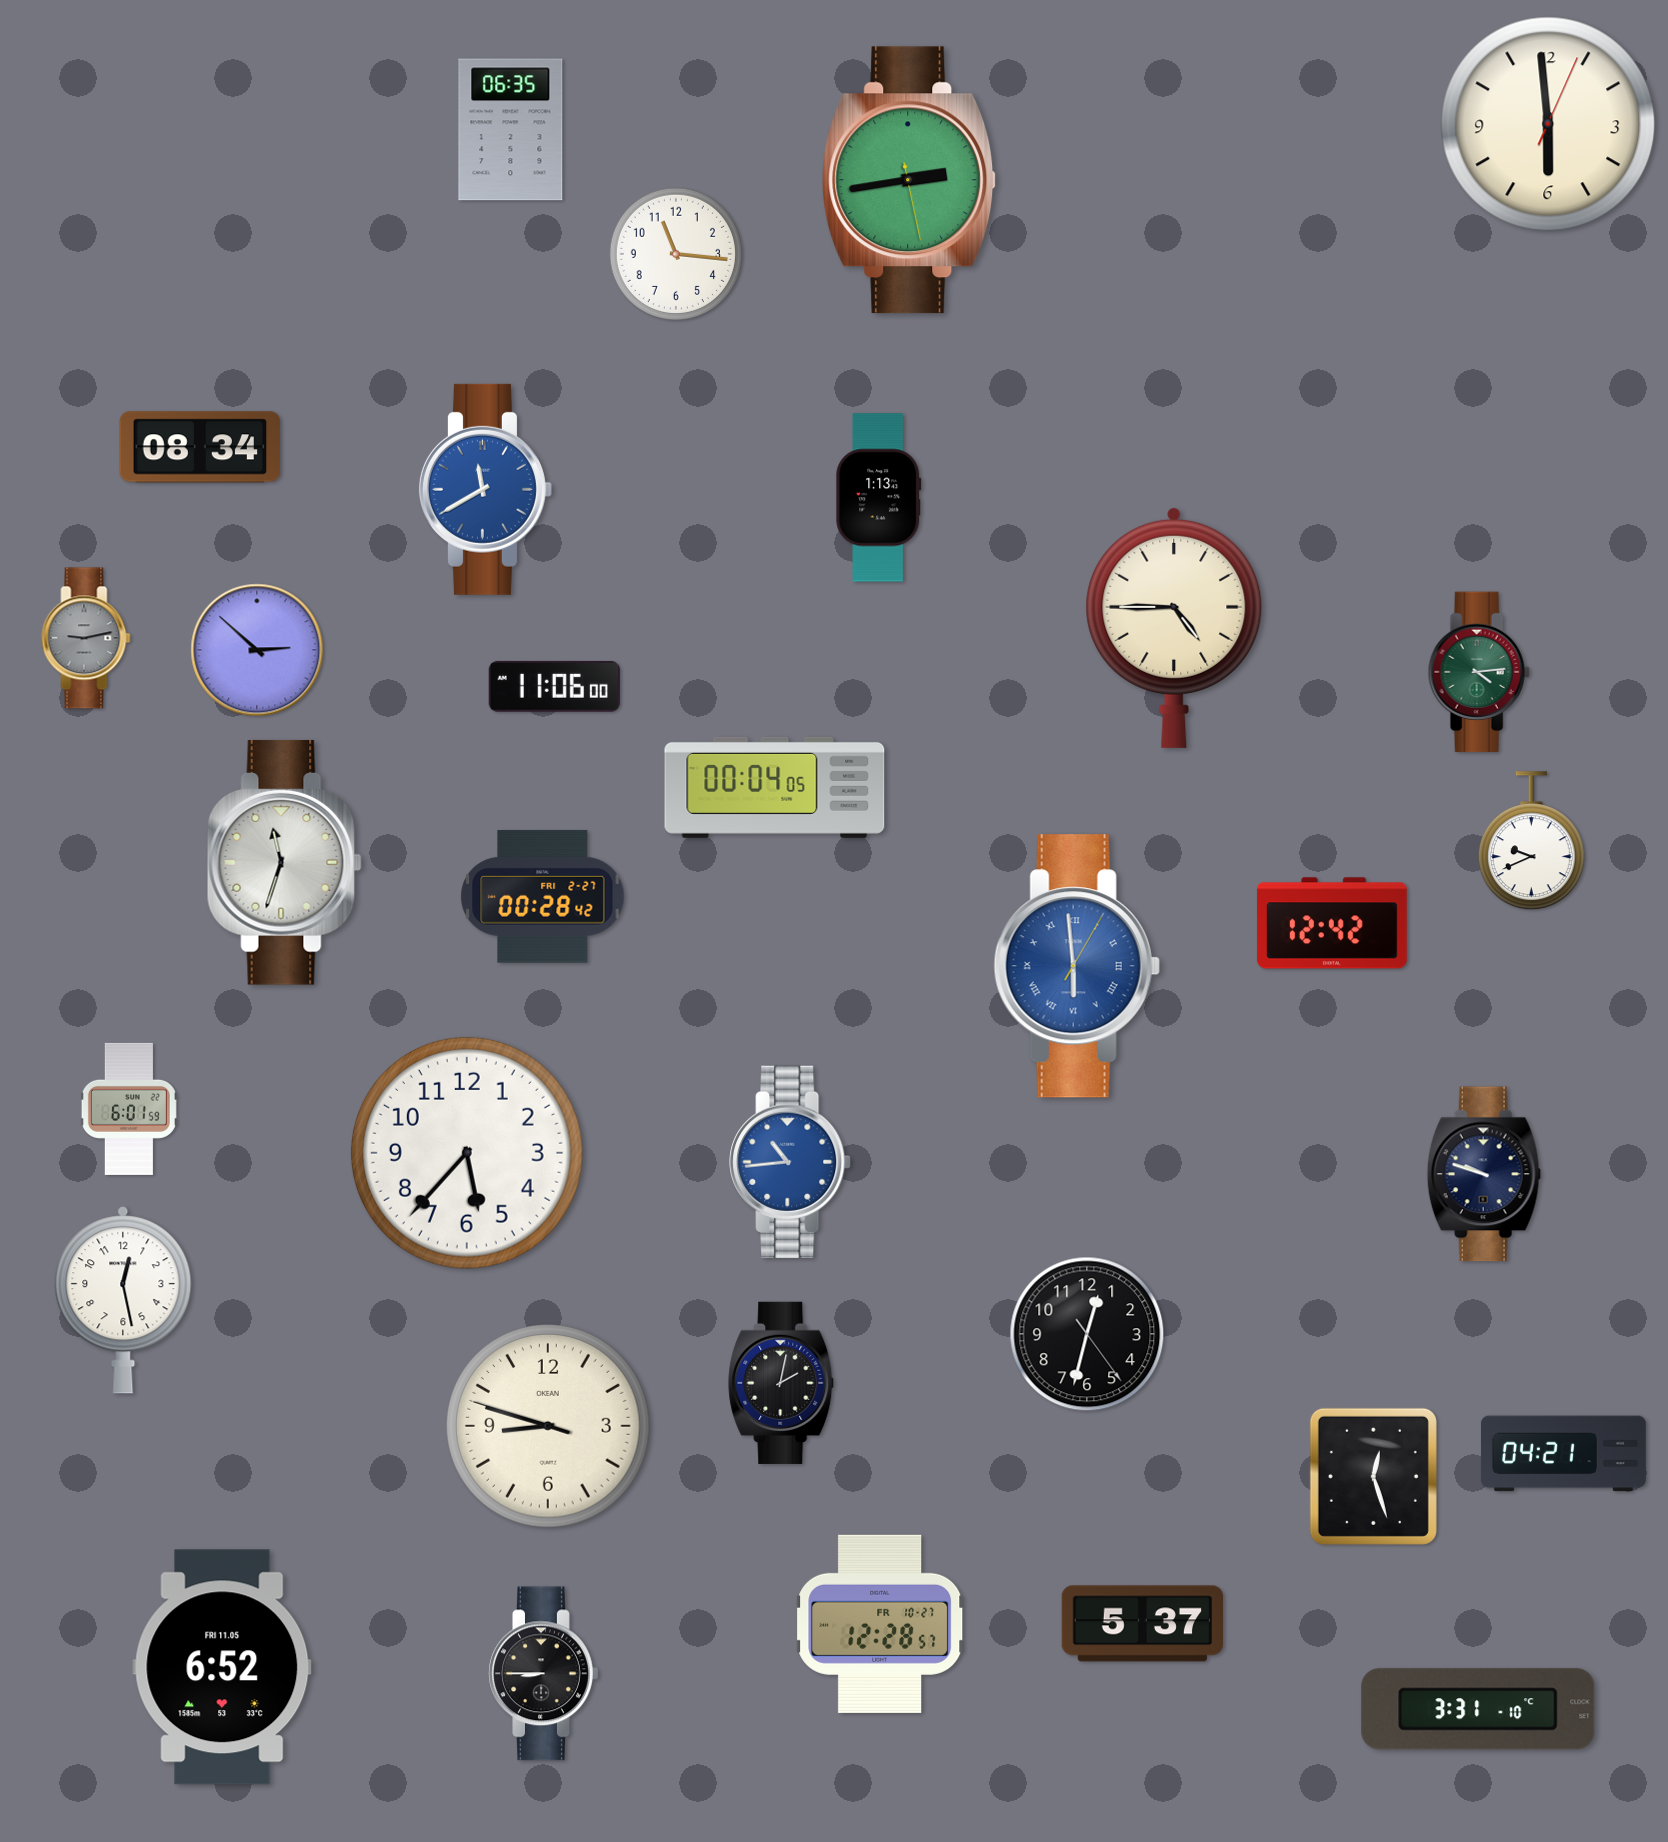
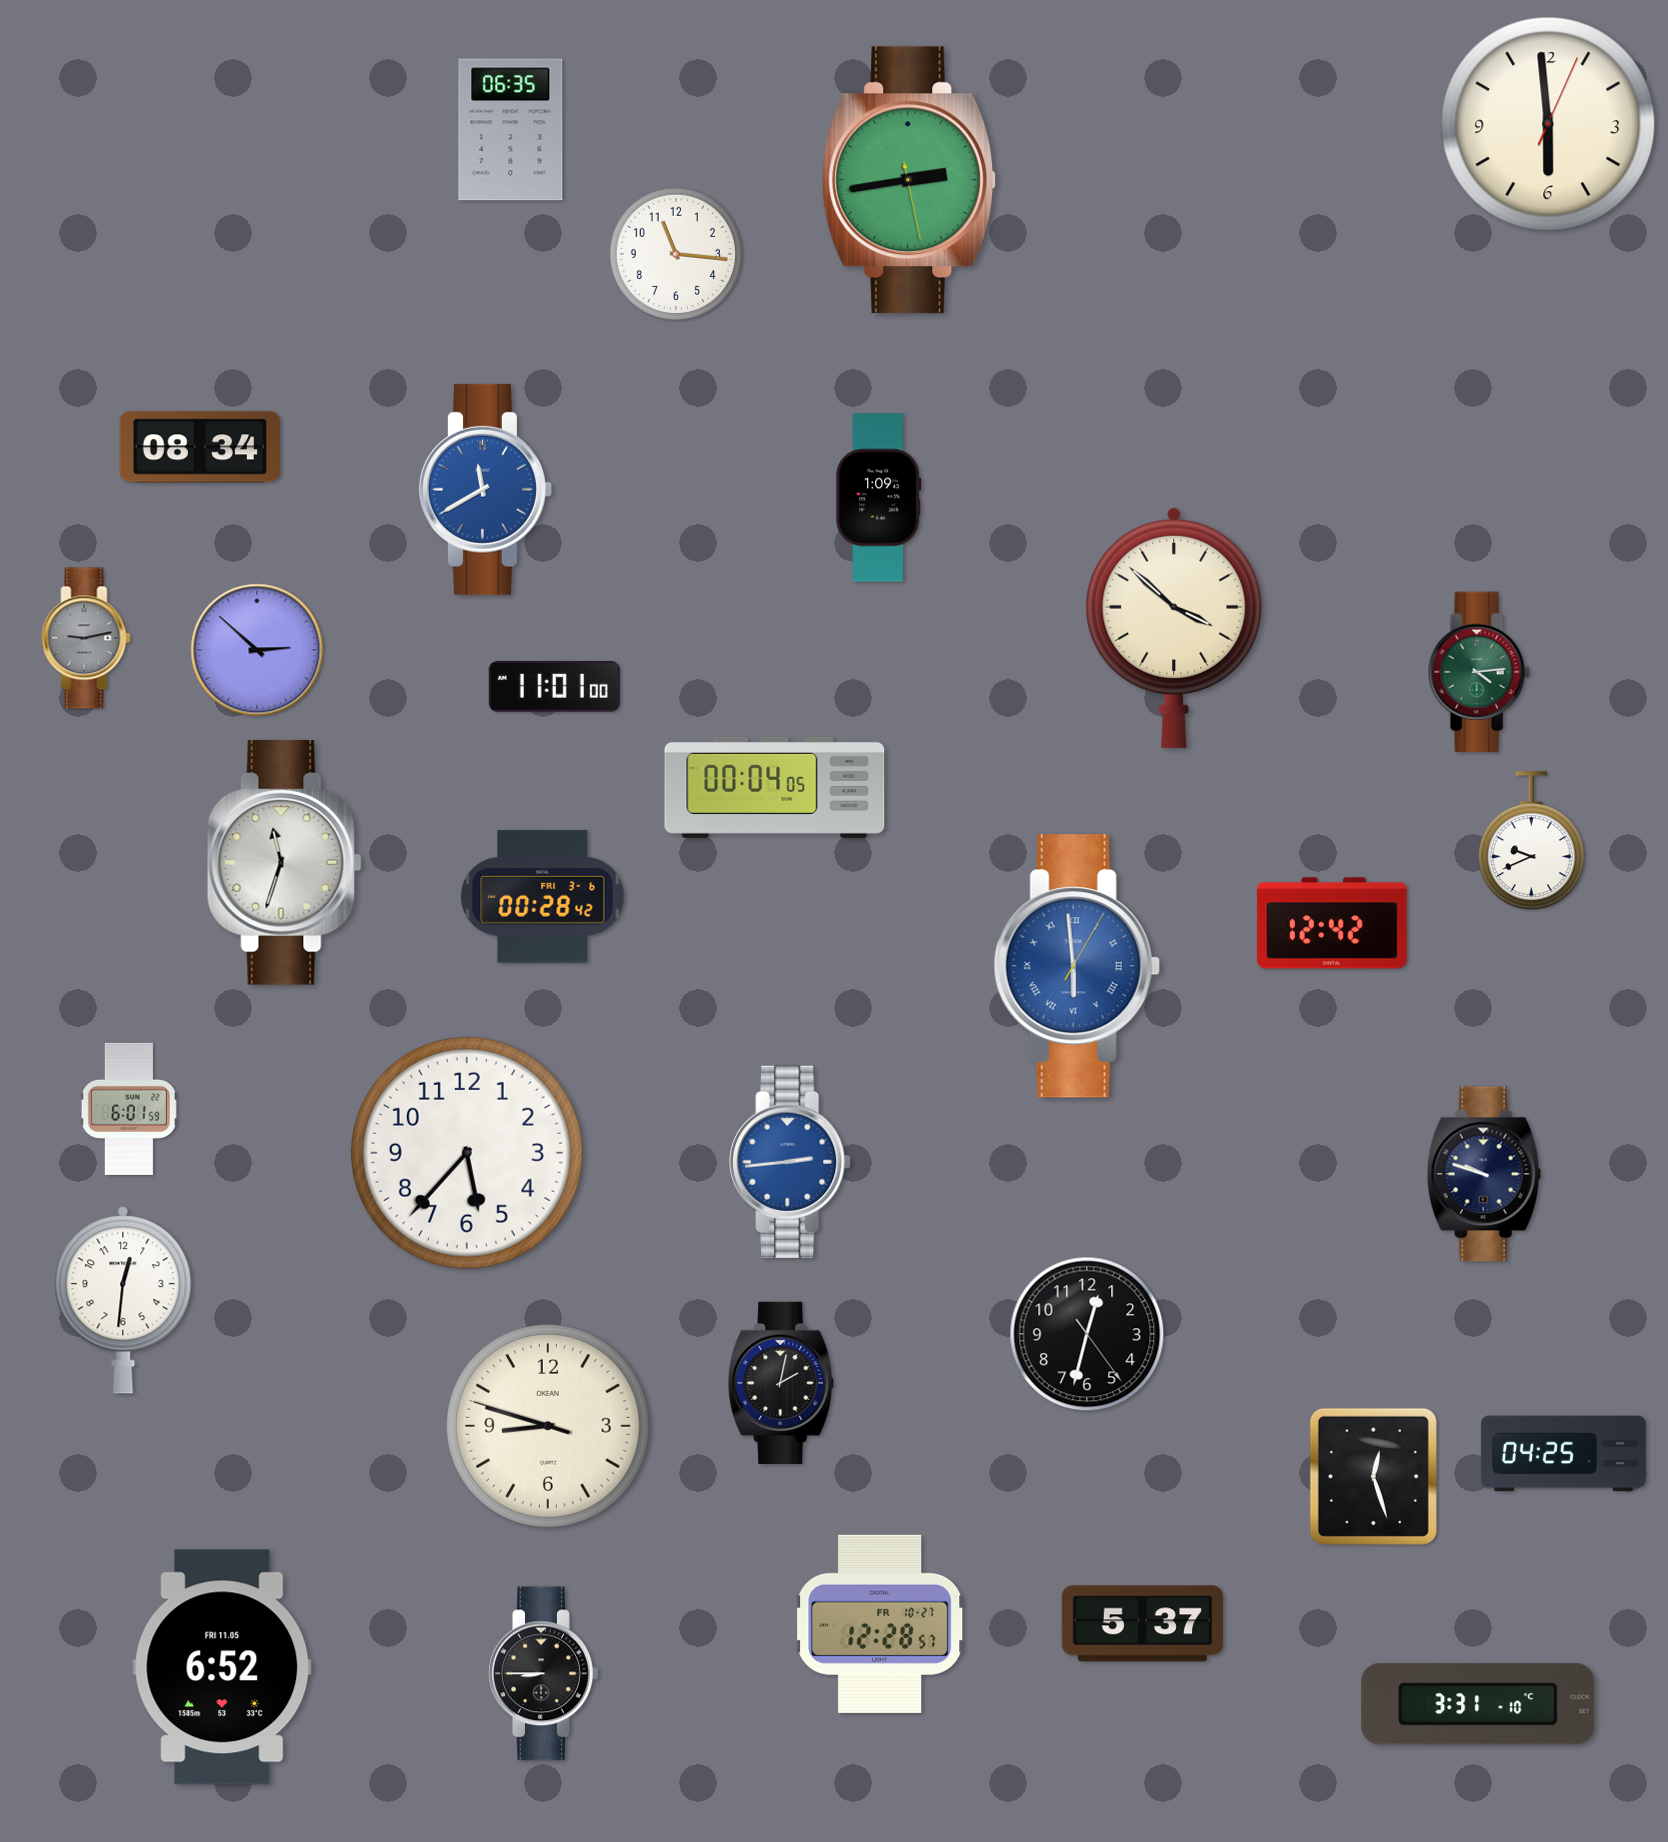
clock at (879, 498): 1:13 -> 1:09
clock at (1174, 627): 4:45 -> 3:52
clock at (554, 686): 11:06 -> 11:01
clock at (543, 897) date: FRI 2-27 -> FRI 3-6
clock at (790, 1162): 10:44 -> 2:44
clock at (123, 1300): 12:28 -> 12:31
clock at (1563, 1454): 04:21 -> 04:25
clock at (1478, 1709) position: (1478, 1709) -> (1478, 1704)
